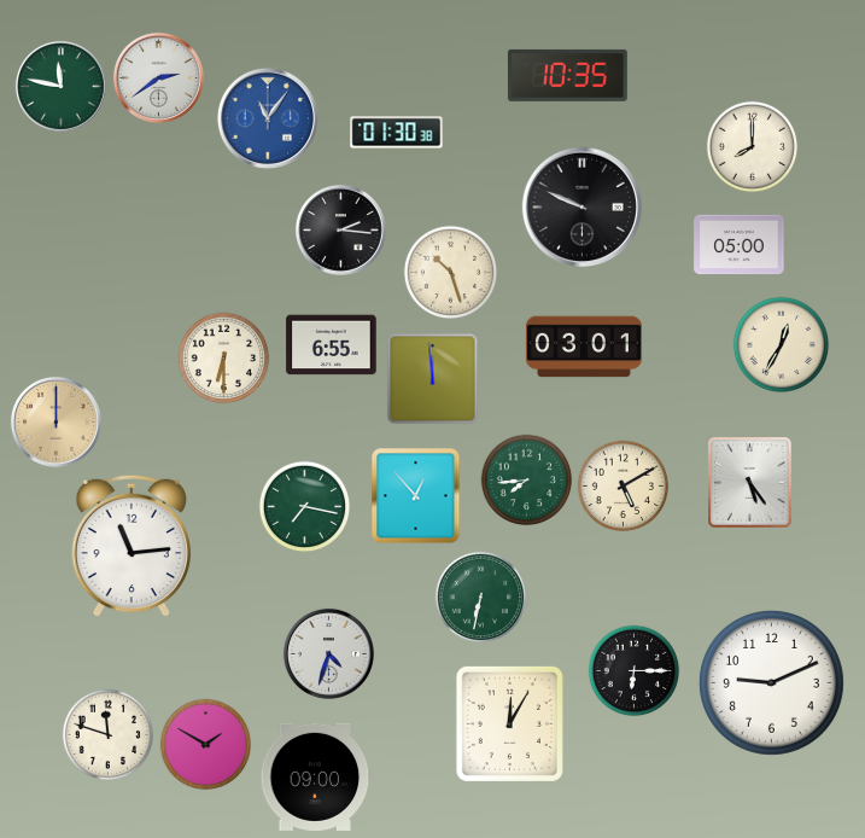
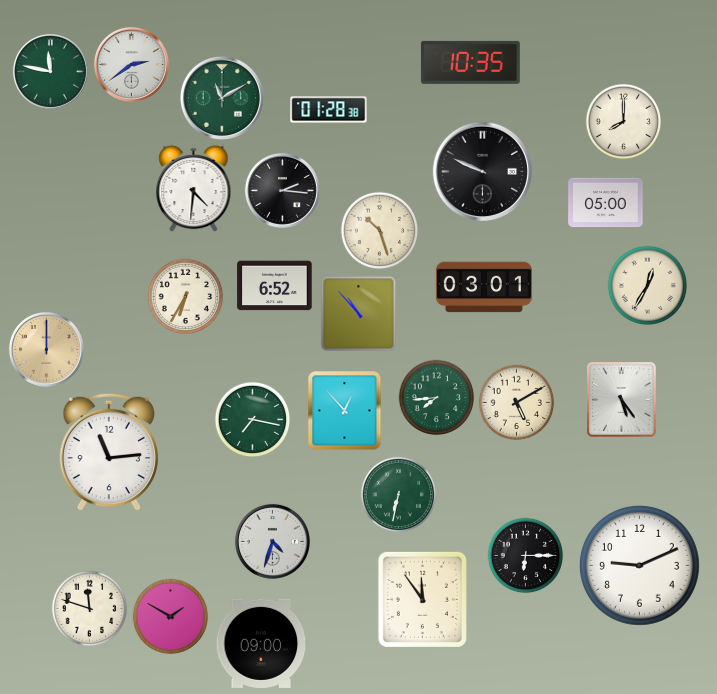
clock at (268, 118): 11:06 -> 11:10
clock at (268, 118) dial: blue -> green
clock at (397, 133): 01:30 -> 01:28
clock at (194, 189): none -> 4:31
clock at (740, 245) position: (740, 245) -> (606, 203)
clock at (451, 273) position: (451, 273) -> (380, 231)
clock at (332, 345): 6:55 -> 6:52
clock at (224, 359): 6:30 -> 6:35
clock at (433, 379): 11:59 -> 10:53
clock at (509, 723): 12:05 -> 11:54
